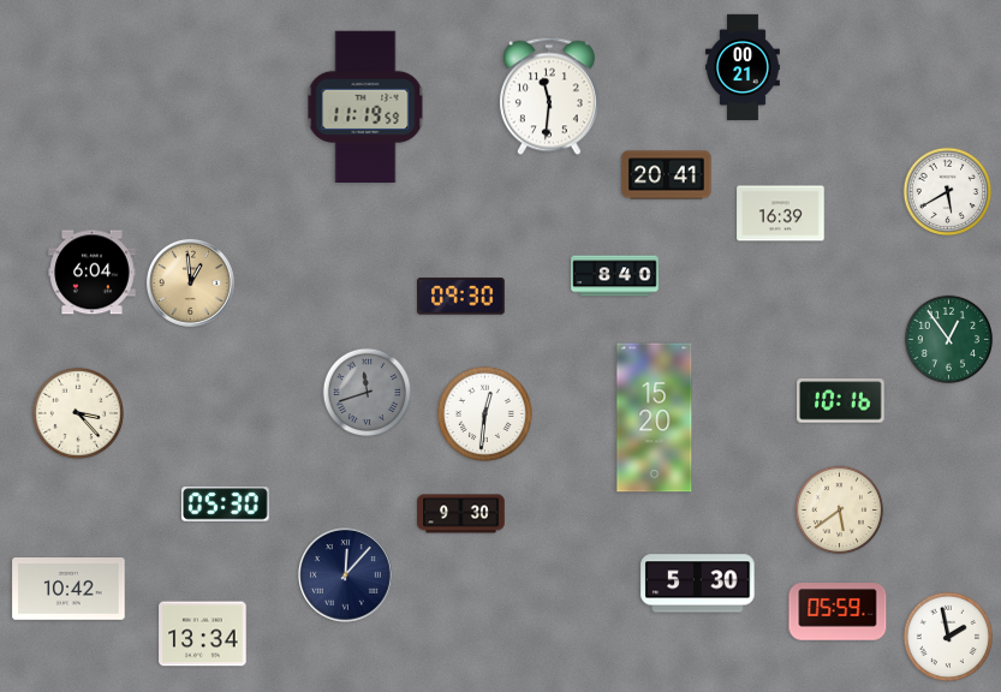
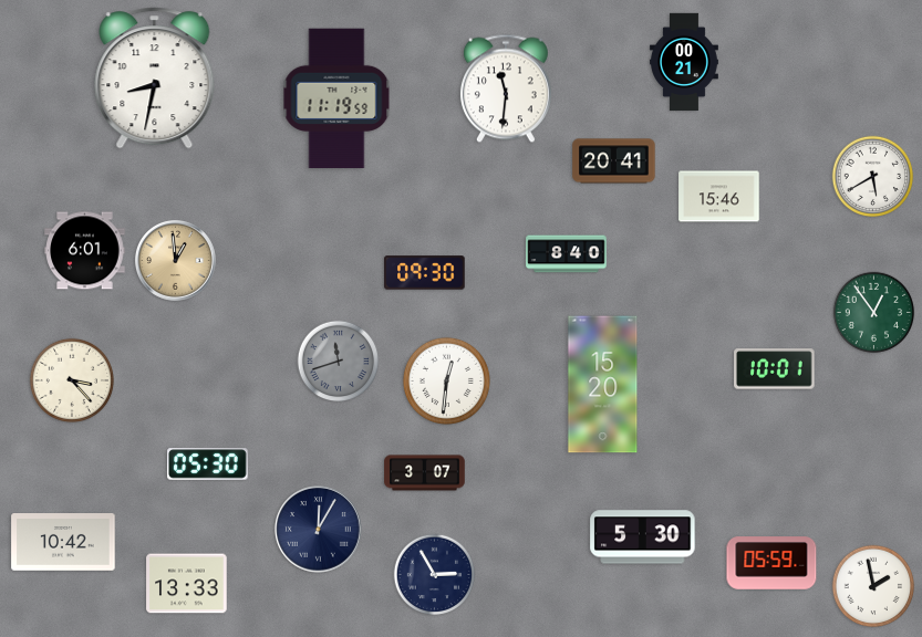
clock at (155, 79): none -> 8:32
clock at (781, 214): 16:39 -> 15:46
clock at (93, 273): 6:04 -> 6:01
clock at (841, 401): 10:16 -> 10:01
clock at (840, 511): 5:39 -> none
clock at (461, 514): 9:30 -> 3:07
clock at (346, 575): 12:07 -> 12:05
clock at (435, 575): none -> 2:55
clock at (203, 634): 13:34 -> 13:33
